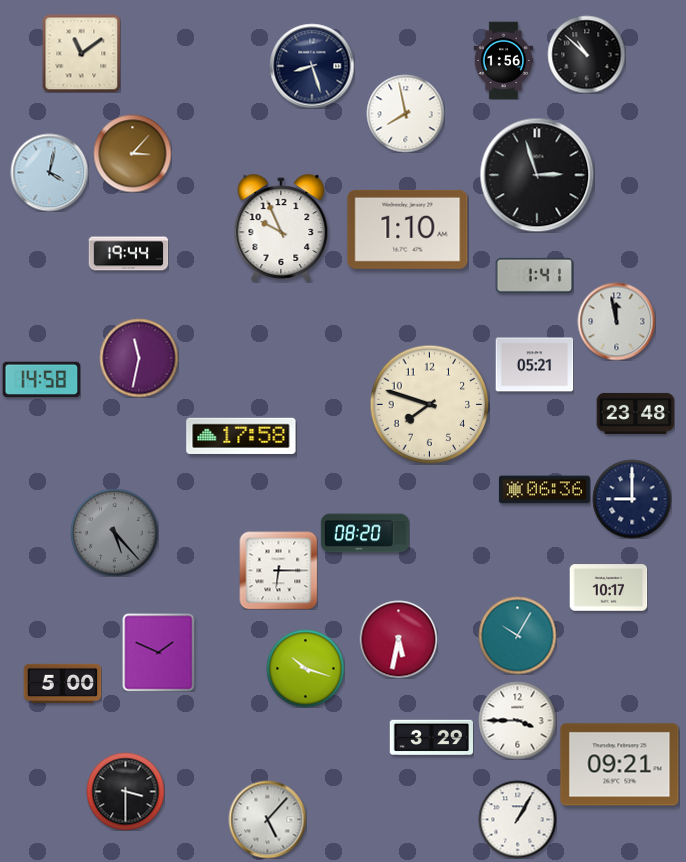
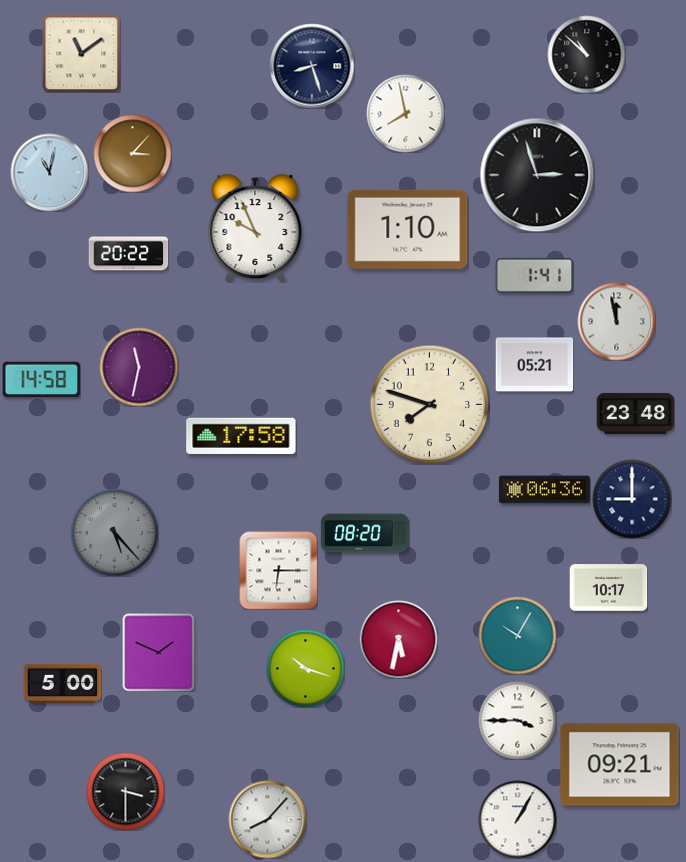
clock at (504, 60): 1:56 -> none
clock at (49, 172): 4:02 -> 11:02
clock at (281, 228) position: (281, 228) -> (255, 228)
clock at (128, 254): 19:44 -> 20:22
clock at (139, 358) position: (139, 358) -> (139, 367)
clock at (431, 737): 3:29 -> none
clock at (267, 819): 5:07 -> 8:07
